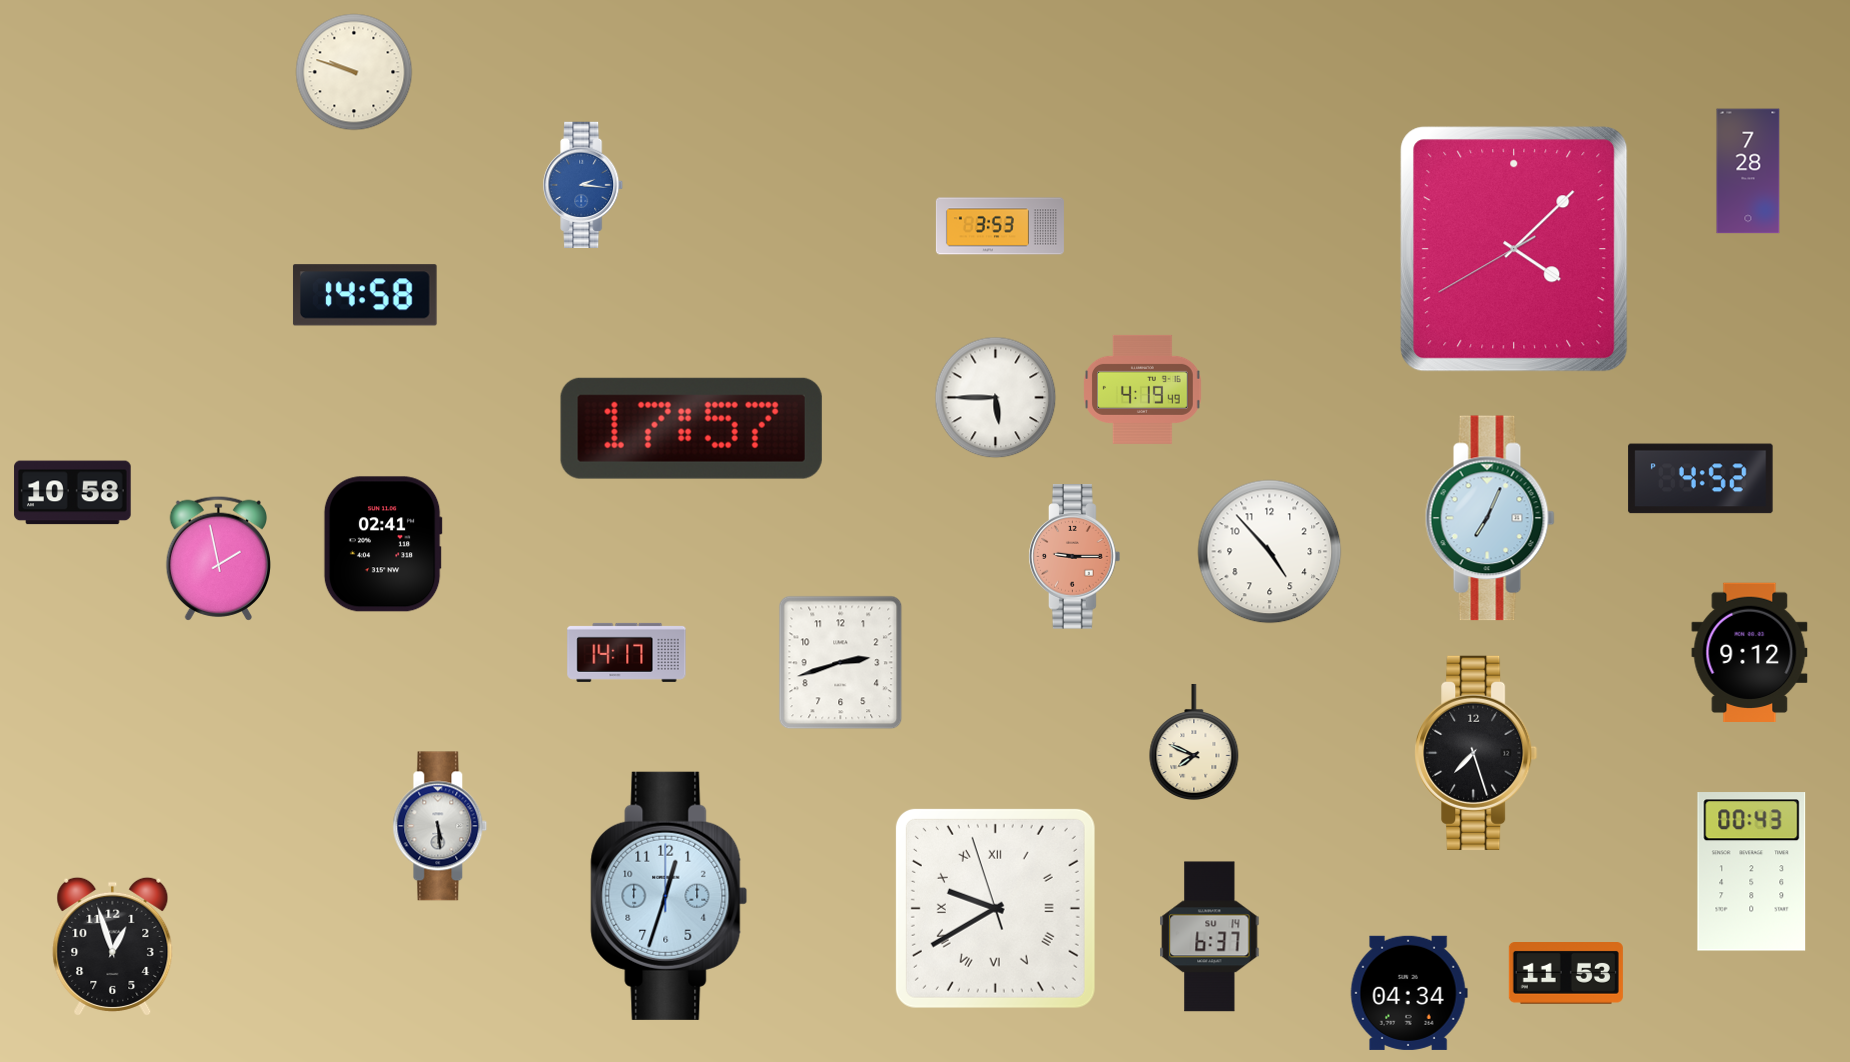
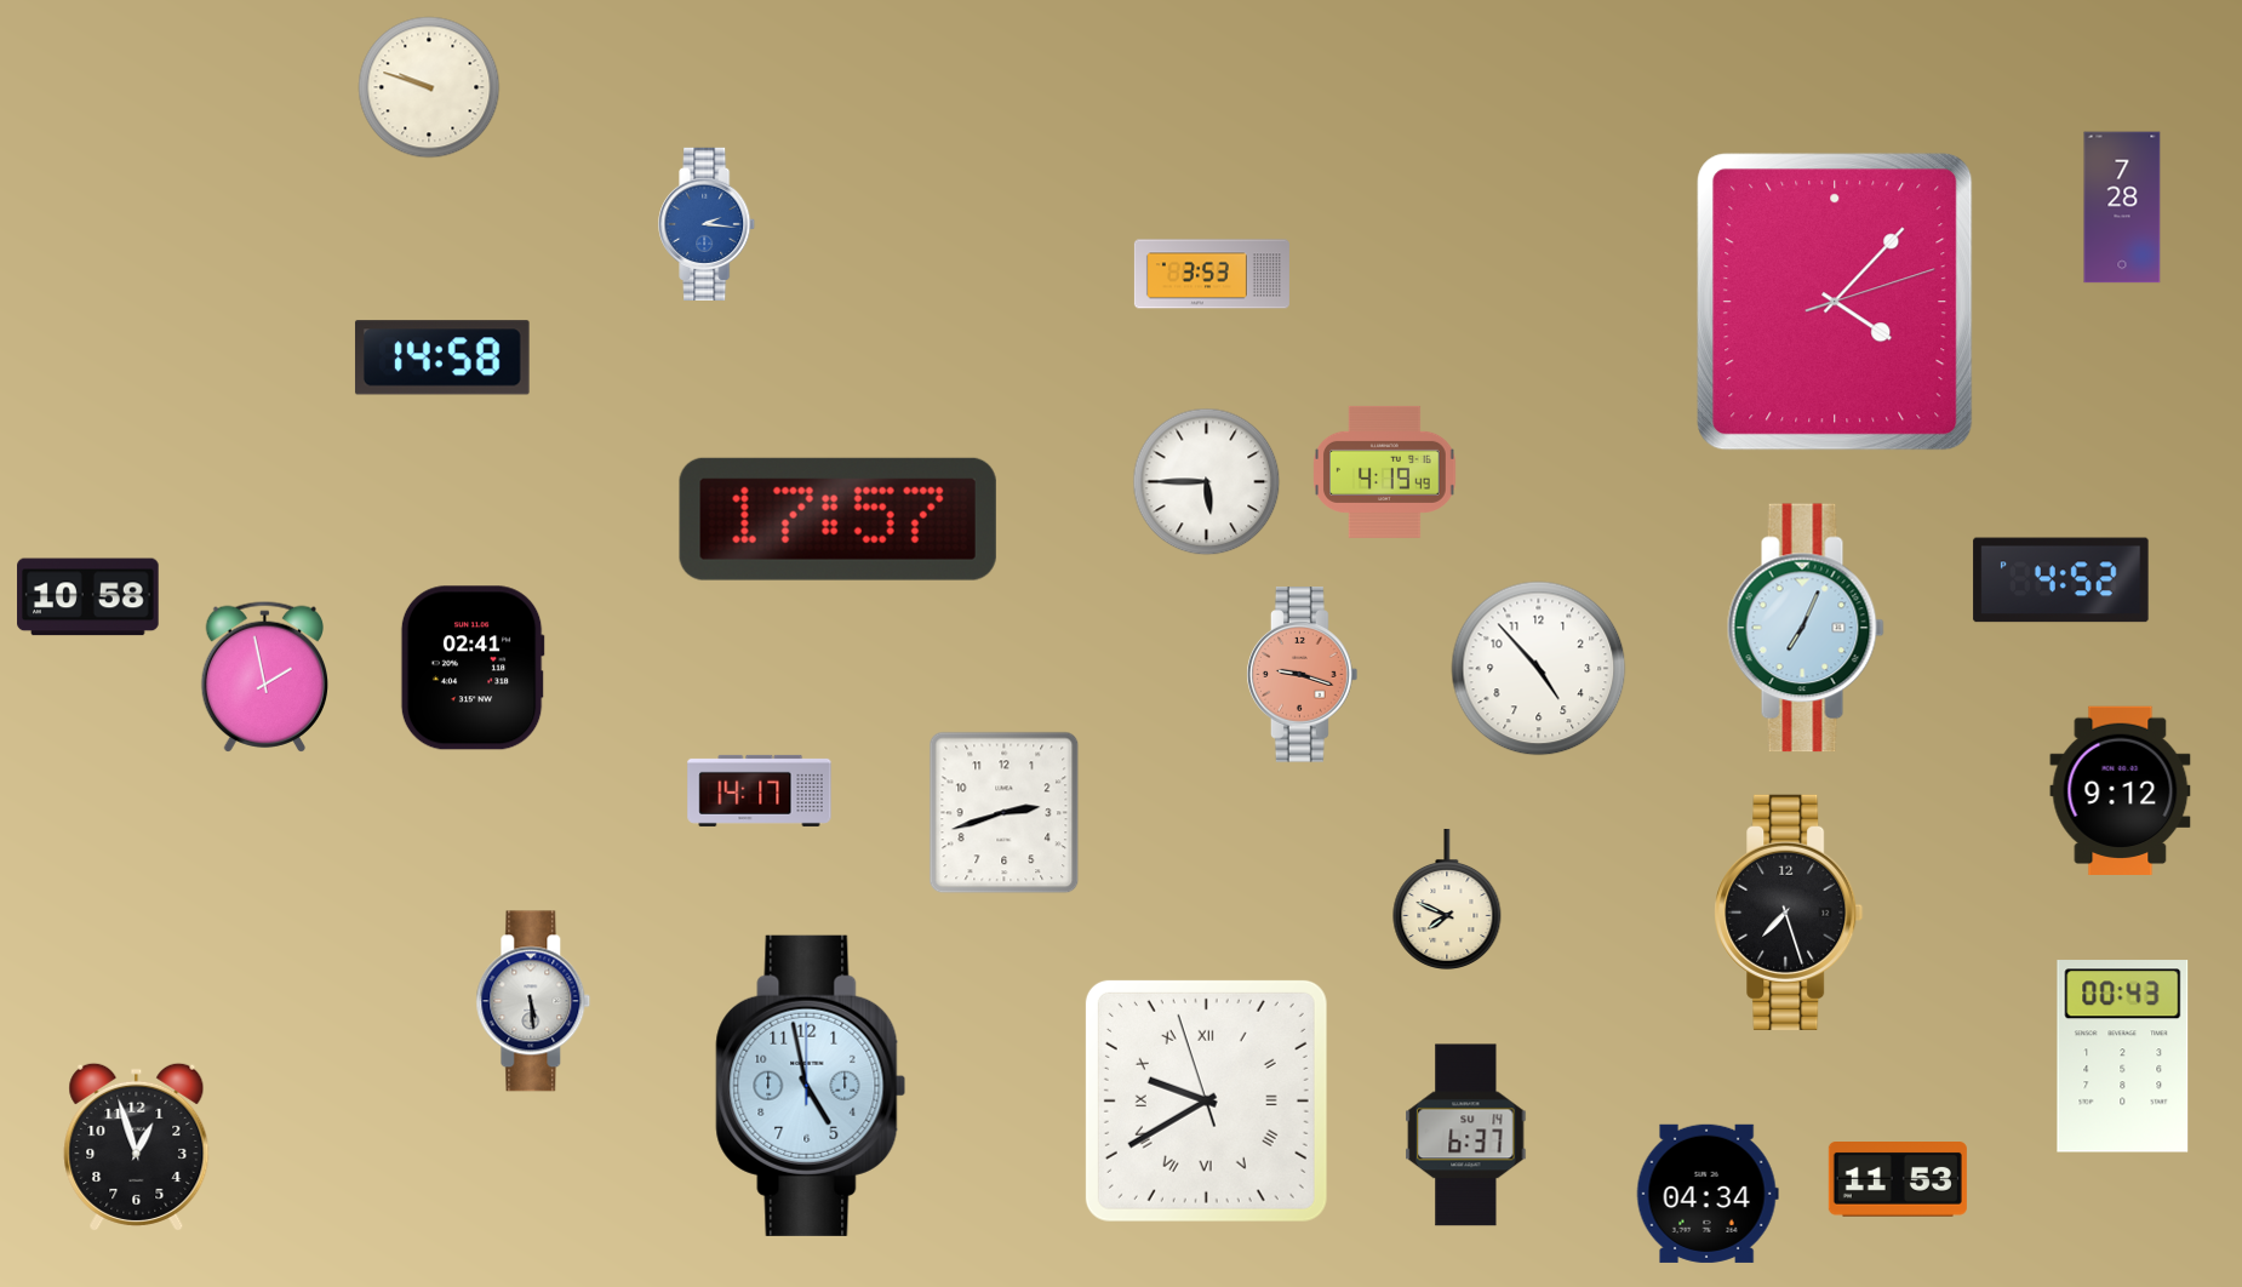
clock at (1748, 171) position: (1748, 171) -> (2122, 207)
clock at (1514, 249): 4:07:40 -> 4:07:12
clock at (383, 544) position: (383, 544) -> (473, 668)
clock at (1075, 557): 9:15 -> 9:18
clock at (841, 663) position: (841, 663) -> (1005, 813)
clock at (669, 896): 12:33 -> 4:58
clock at (1409, 993) position: (1409, 993) -> (1708, 1194)
